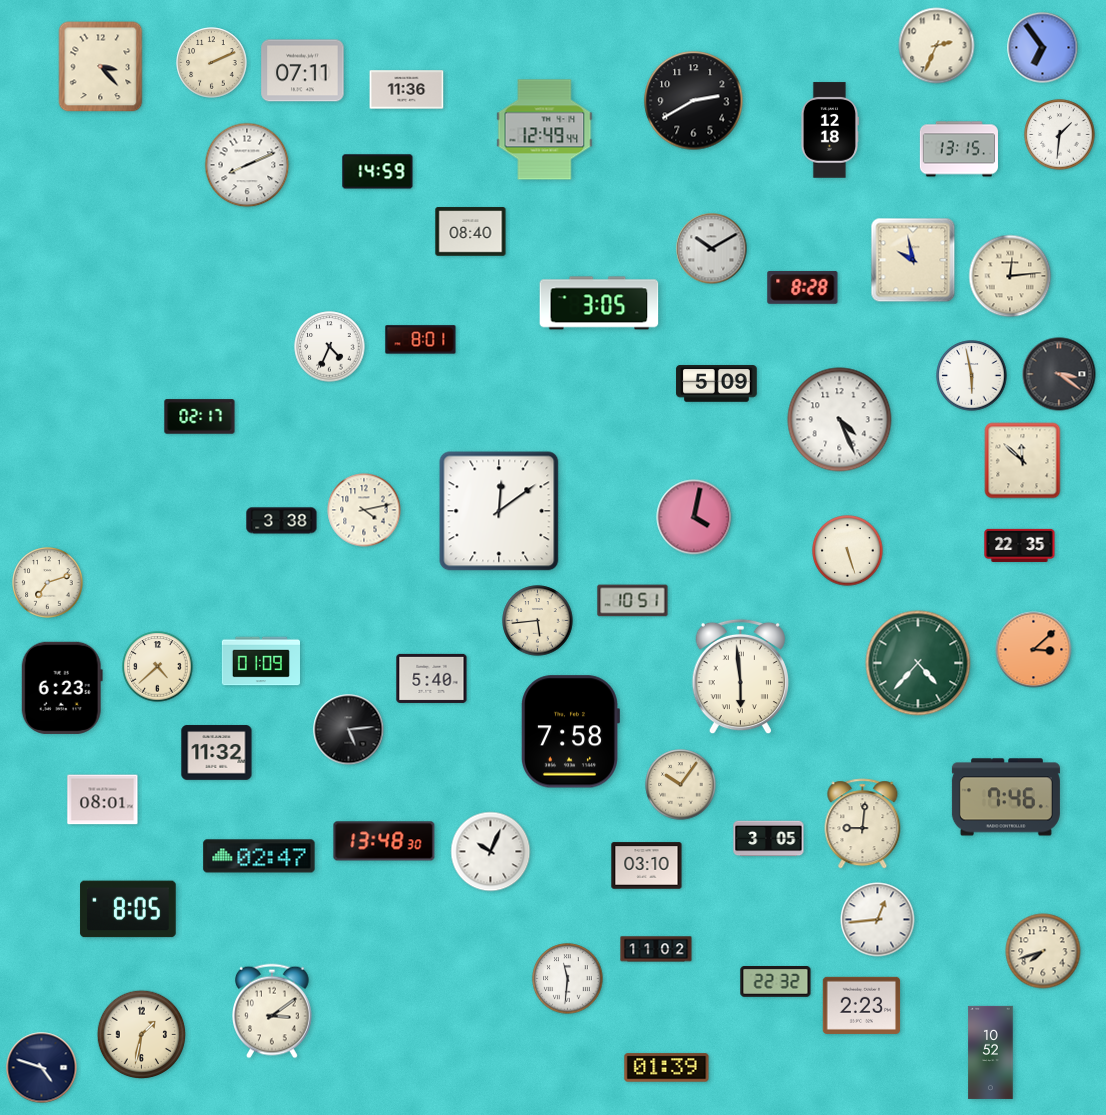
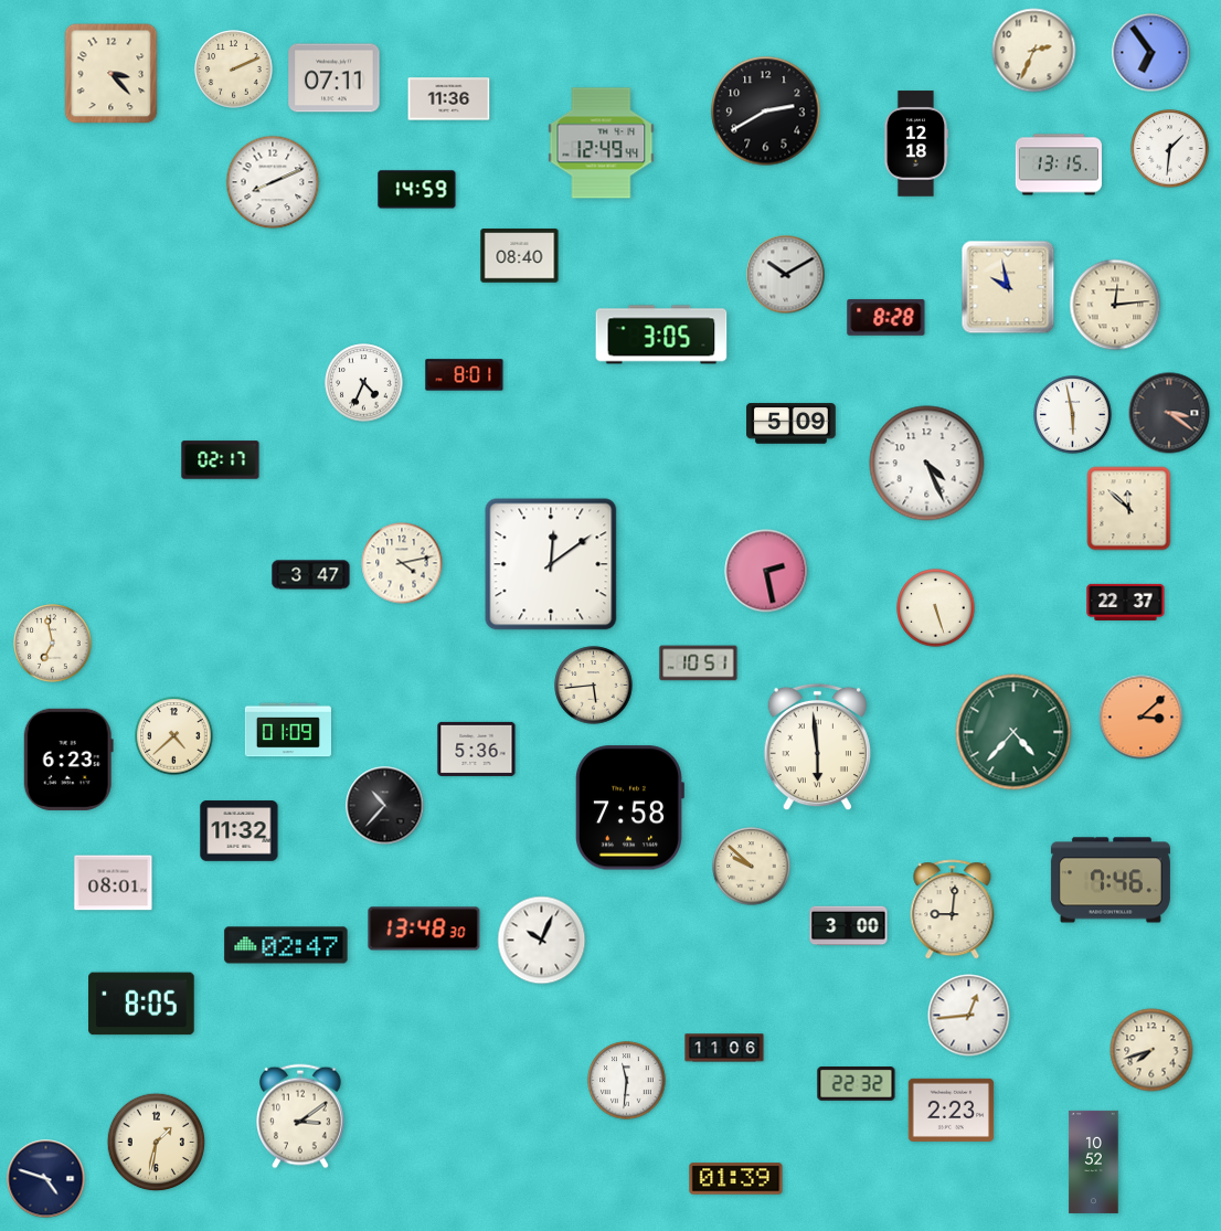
clock at (694, 517): 4:02 -> 2:28
clock at (282, 521): 3:38 -> 3:47
clock at (1020, 545): 22:35 -> 22:37
clock at (48, 583): 7:12 -> 6:58
clock at (432, 678): 5:40 -> 5:36
clock at (349, 730): 5:14 -> 10:37
clock at (681, 785): 10:06 -> 9:52
clock at (769, 839): 3:05 -> 3:00
clock at (647, 866): 03:10 -> none
clock at (656, 949): 11:02 -> 11:06
